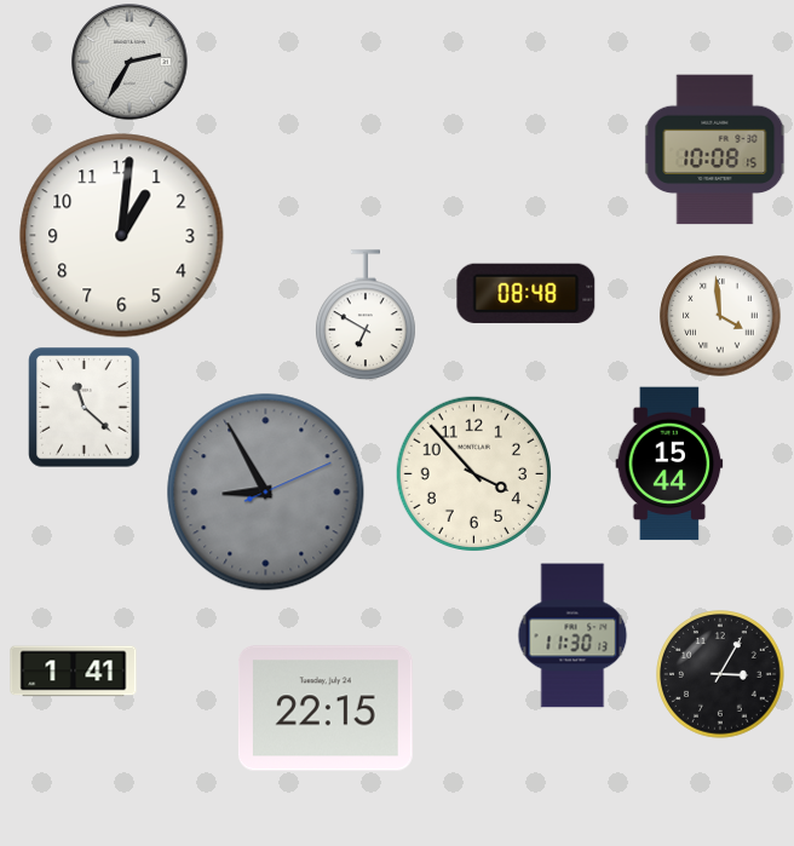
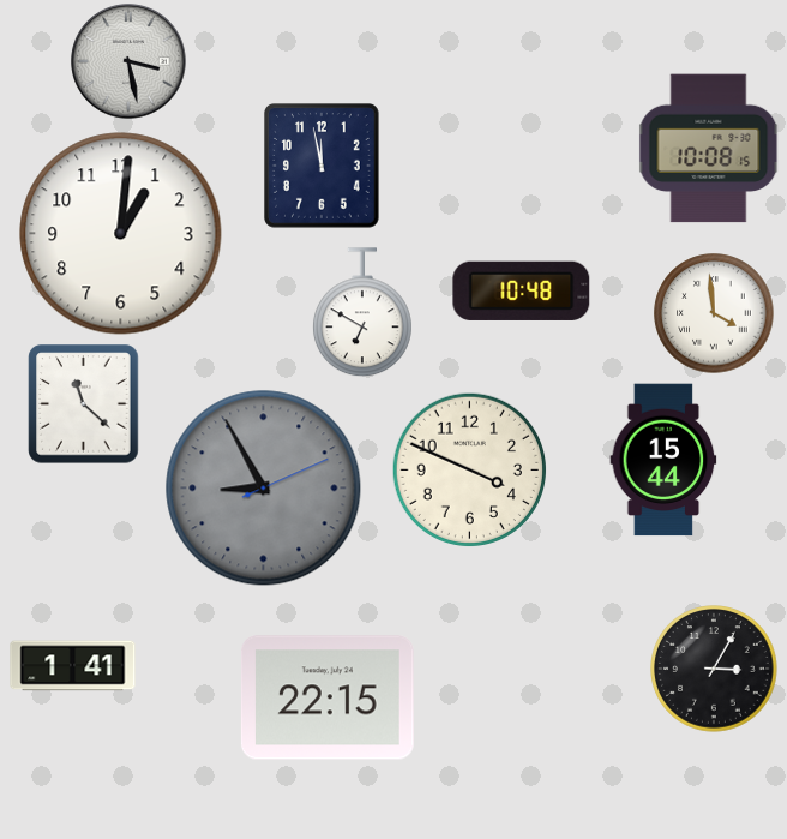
clock at (130, 62): 2:35 -> 3:28
clock at (323, 167): none -> 11:58
clock at (527, 293): 08:48 -> 10:48
clock at (473, 473): 3:53 -> 3:49
clock at (573, 635): 11:30 -> none
clock at (326, 708) position: (326, 708) -> (328, 697)
